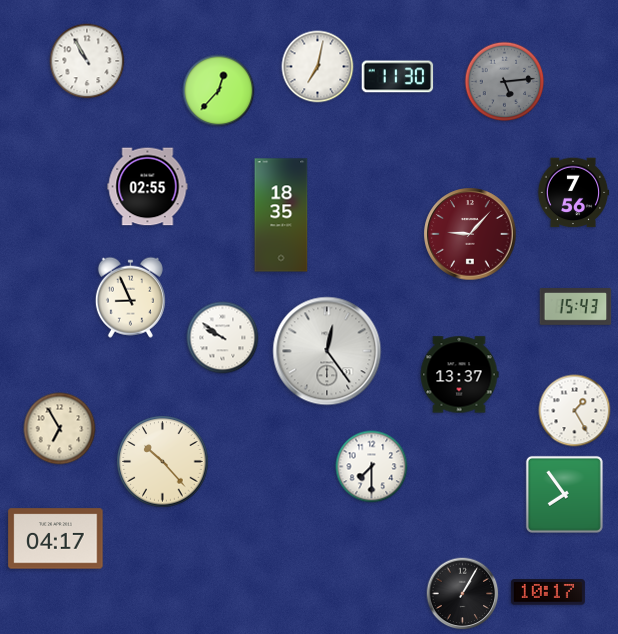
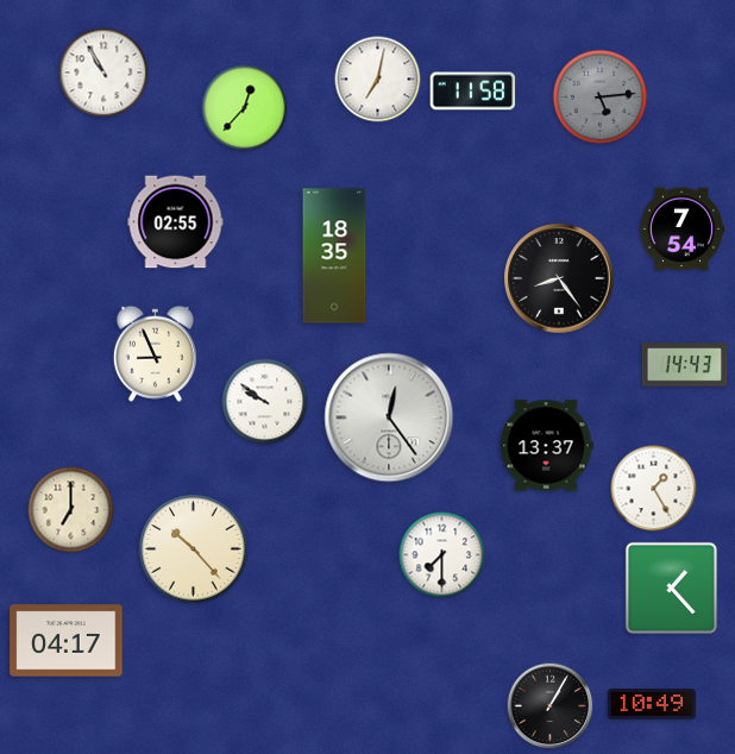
clock at (398, 77): 11:30 -> 11:58
clock at (219, 91) position: (219, 91) -> (245, 108)
clock at (573, 193): 7:56 -> 7:54
clock at (470, 234): 9:07 -> 8:24
clock at (470, 234) dial: burgundy -> black
clock at (576, 307): 15:43 -> 14:43
clock at (575, 411) position: (575, 411) -> (654, 489)
clock at (60, 429): 6:55 -> 7:00
clock at (564, 494): 7:54 -> 1:23
clock at (548, 592): 10:17 -> 10:49
